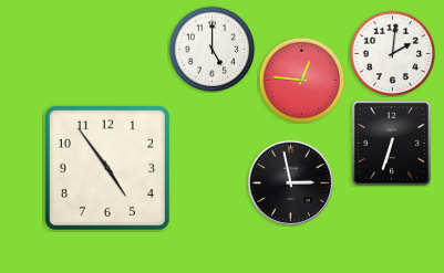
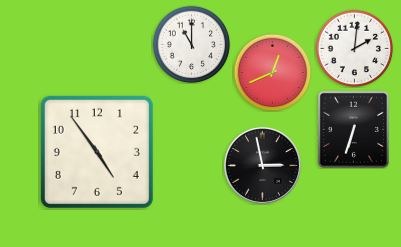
clock at (211, 49): 5:00 -> 11:00
clock at (301, 80): 12:46 -> 12:41
